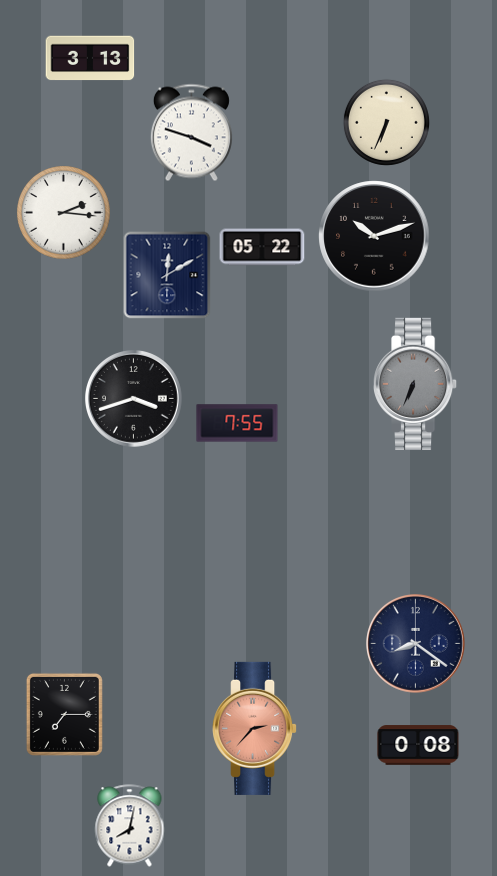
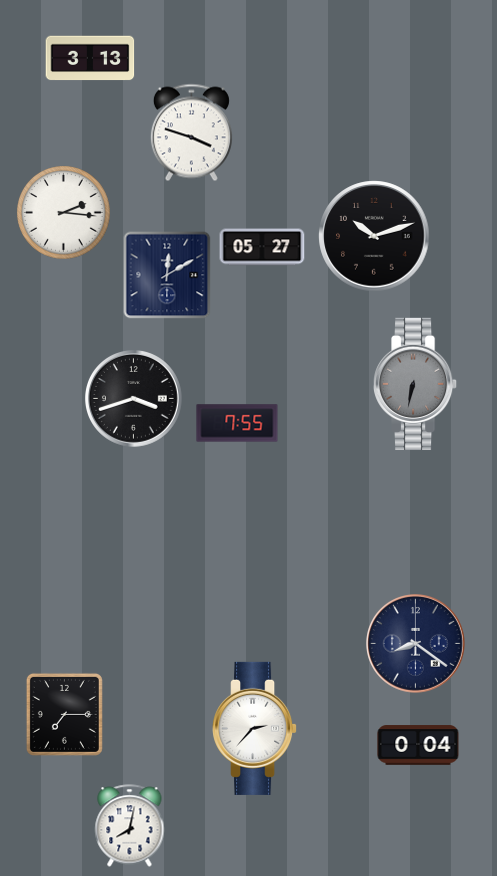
clock at (386, 122): 6:34 -> none
clock at (262, 247): 05:22 -> 05:27
clock at (416, 384): 6:34 -> 6:32
clock at (255, 728) dial: salmon -> white
clock at (418, 745): 0:08 -> 0:04
